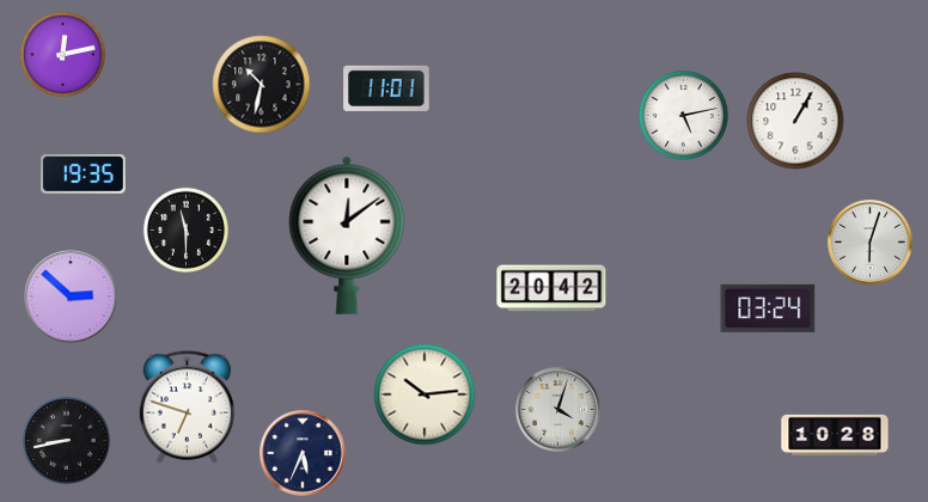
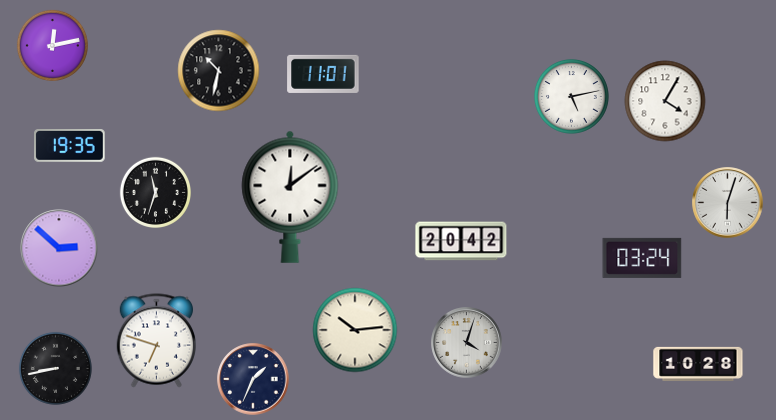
clock at (795, 121): 1:05 -> 4:05
clock at (185, 229): 11:30 -> 11:33
clock at (303, 453): 5:34 -> 1:34
